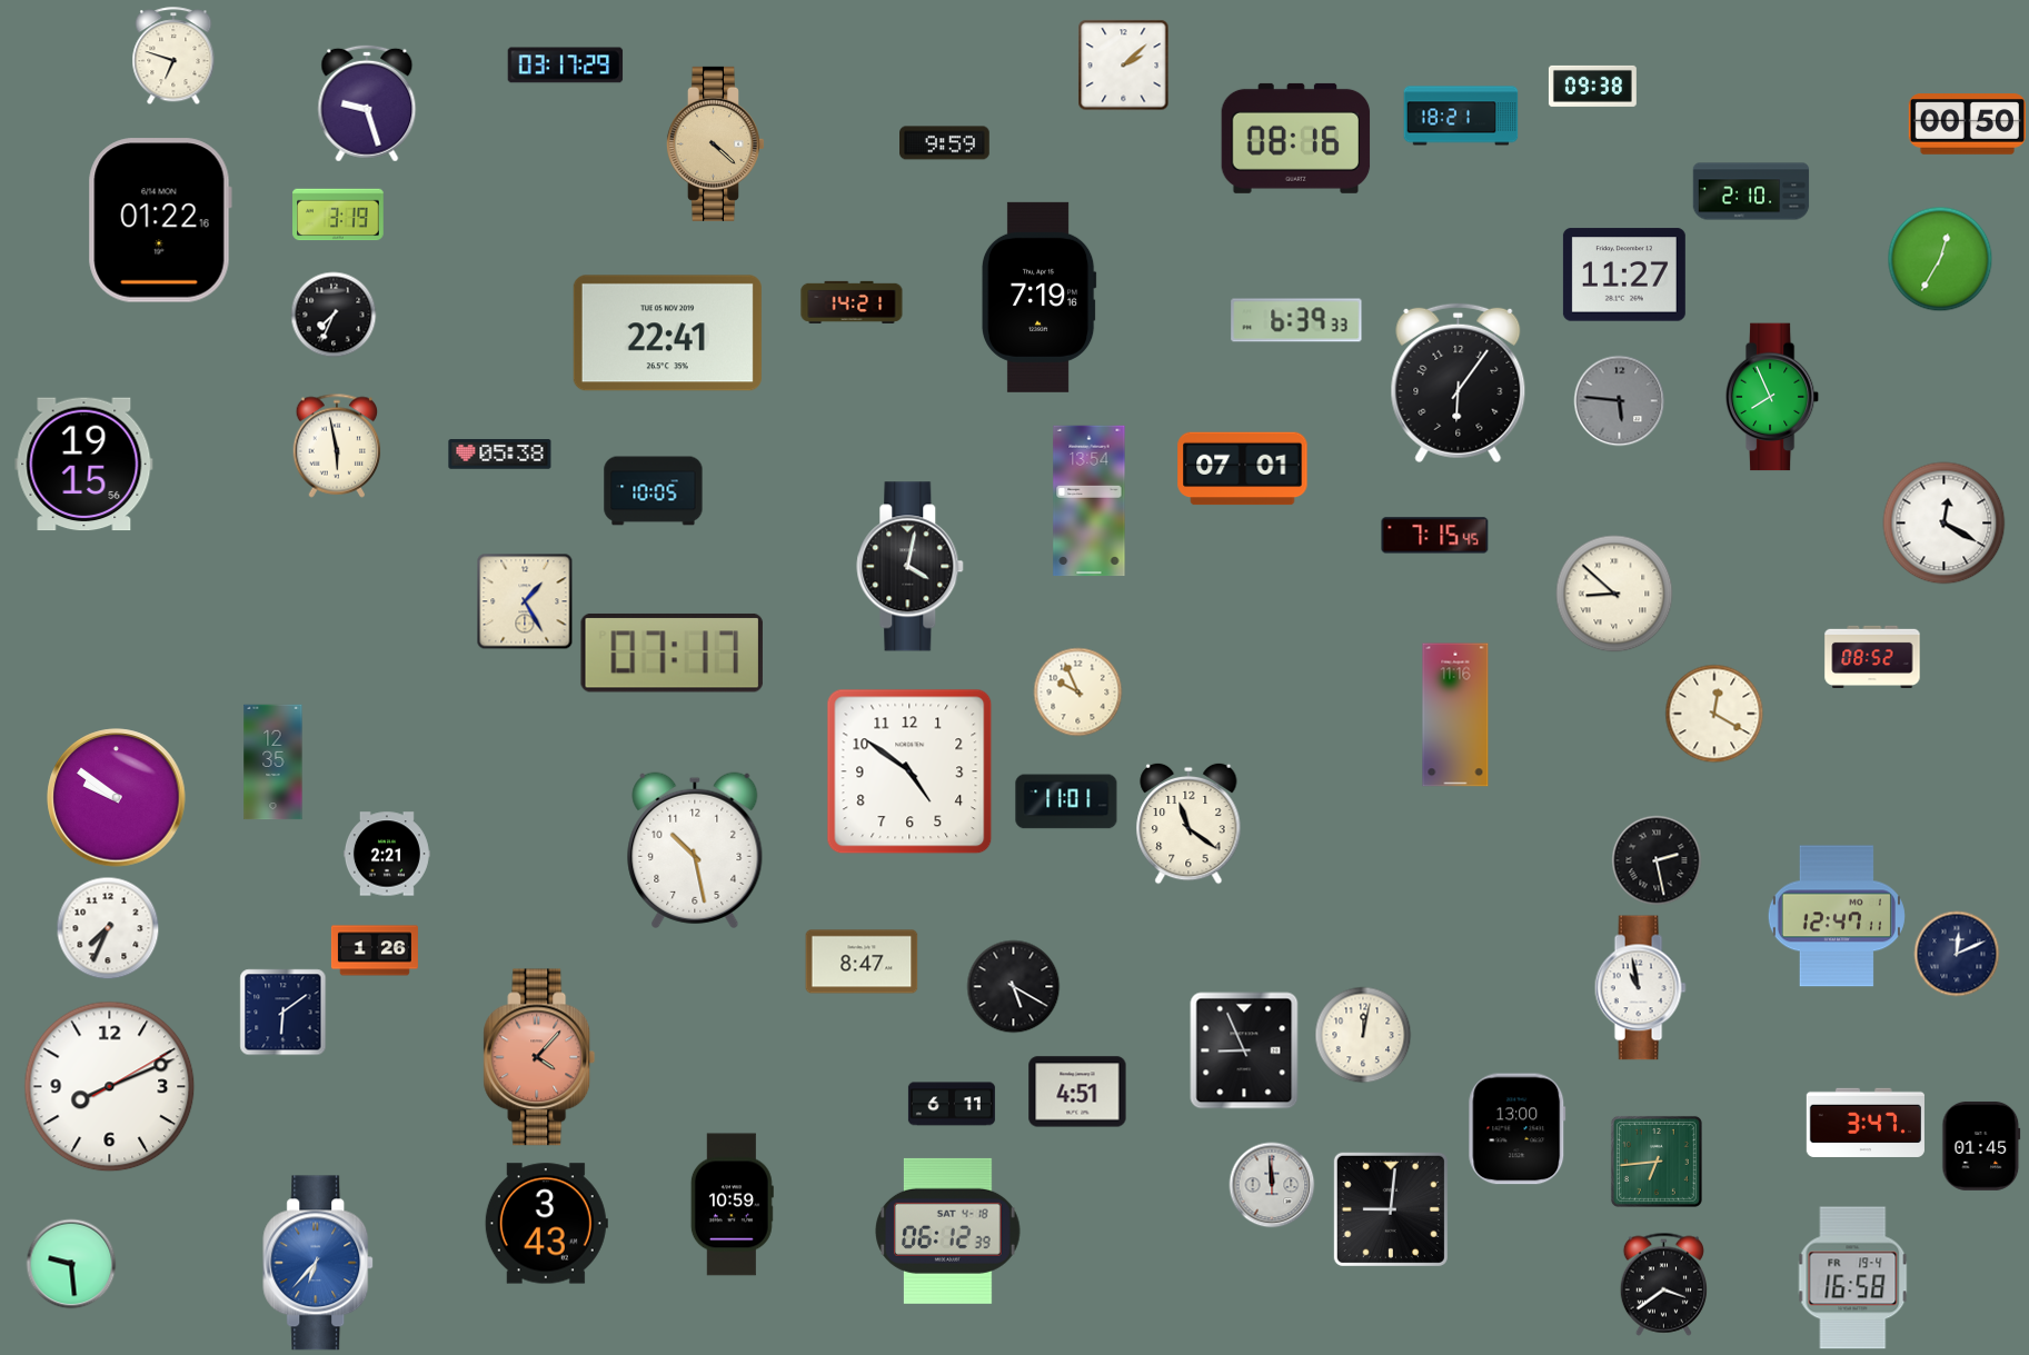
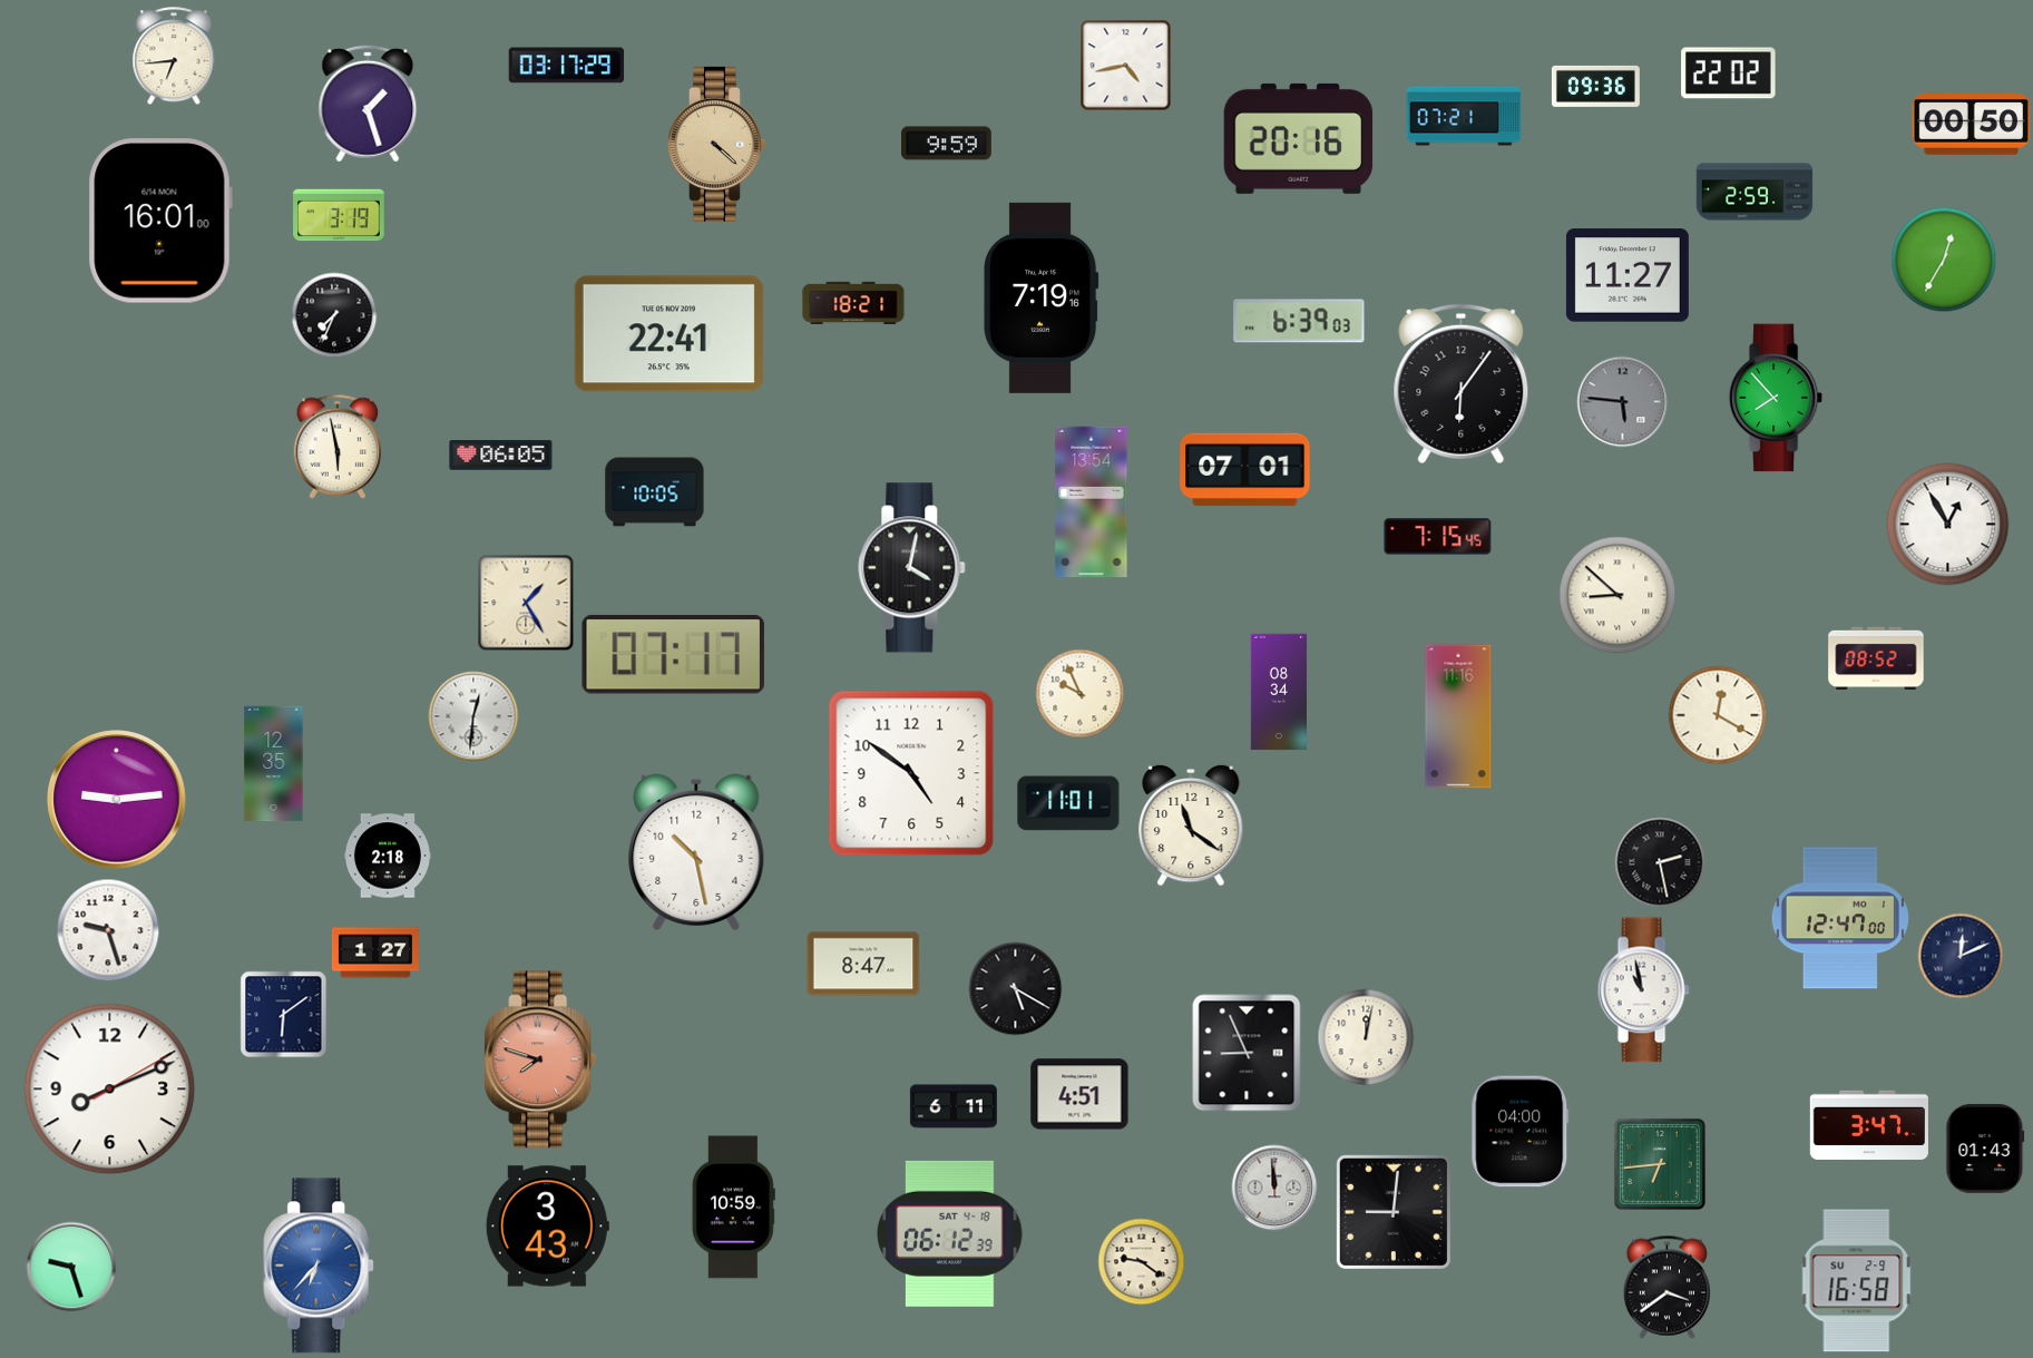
clock at (173, 57): 6:48 -> 6:44
clock at (1124, 66): 2:08 -> 4:43
clock at (1729, 74): none -> 22:02
clock at (1592, 86): 09:38 -> 09:36
clock at (367, 103): 9:27 -> 1:27
clock at (1461, 116): 18:21 -> 07:21
clock at (1296, 138): 08:16 -> 20:16
clock at (1751, 191): 2:10 -> 2:59
clock at (160, 220): 01:22 -> 16:01
clock at (852, 302): 14:21 -> 18:21
clock at (1296, 320): 6:39:33 -> 6:39:03
clock at (1772, 397): 7:56 -> 7:53
clock at (500, 455): 05:38 -> 06:05
clock at (84, 465): 19:15 -> none
clock at (1945, 524): 12:20 -> 12:55
clock at (1279, 692): none -> 08:34
clock at (473, 716): none -> 12:31
clock at (117, 798): 9:51 -> 9:14
clock at (387, 854): 2:21 -> 2:18
clock at (1837, 916): 12:47:11 -> 12:47:00
clock at (108, 928): 7:34 -> 9:27
clock at (375, 950): 1:26 -> 1:27
clock at (539, 1057): 4:07 -> 7:48
clock at (1518, 1129): 13:00 -> 04:00
clock at (1981, 1146): 01:45 -> 01:43
clock at (1142, 1262): none -> 9:21
clock at (71, 1264): 9:29 -> 9:27
clock at (1853, 1278) date: FR 19-4 -> SU 2-9
